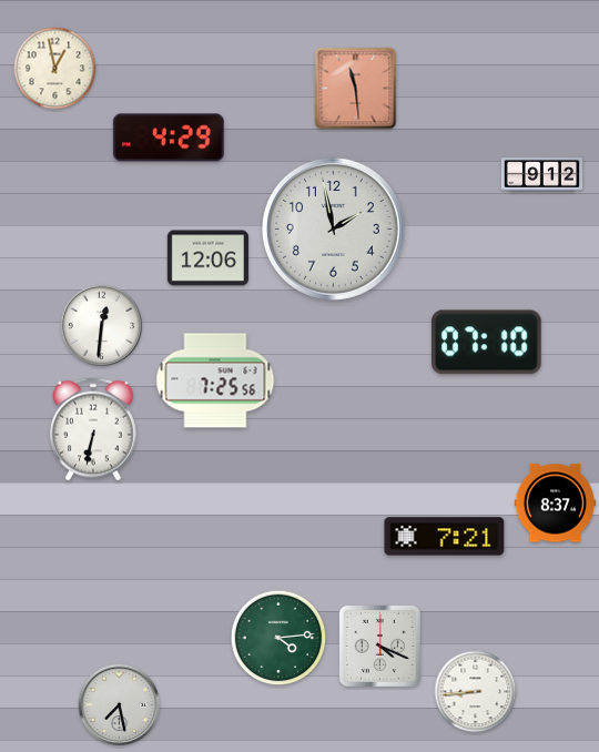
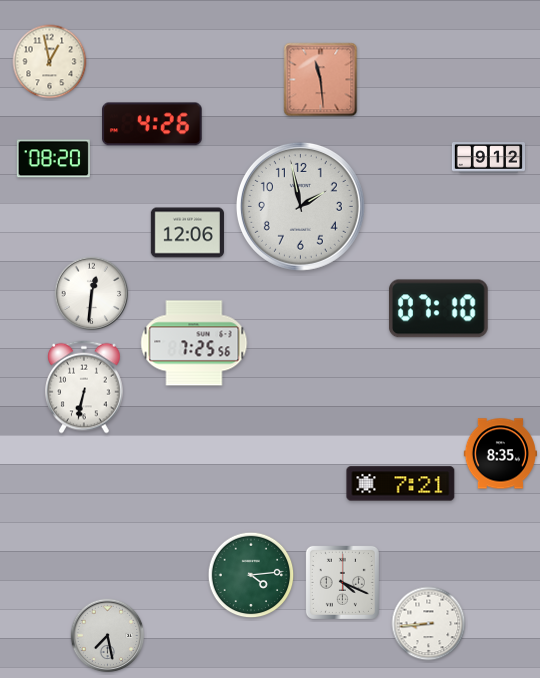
clock at (169, 138): 4:29 -> 4:26
clock at (53, 159): none -> 08:20
clock at (555, 504): 8:37 -> 8:35
